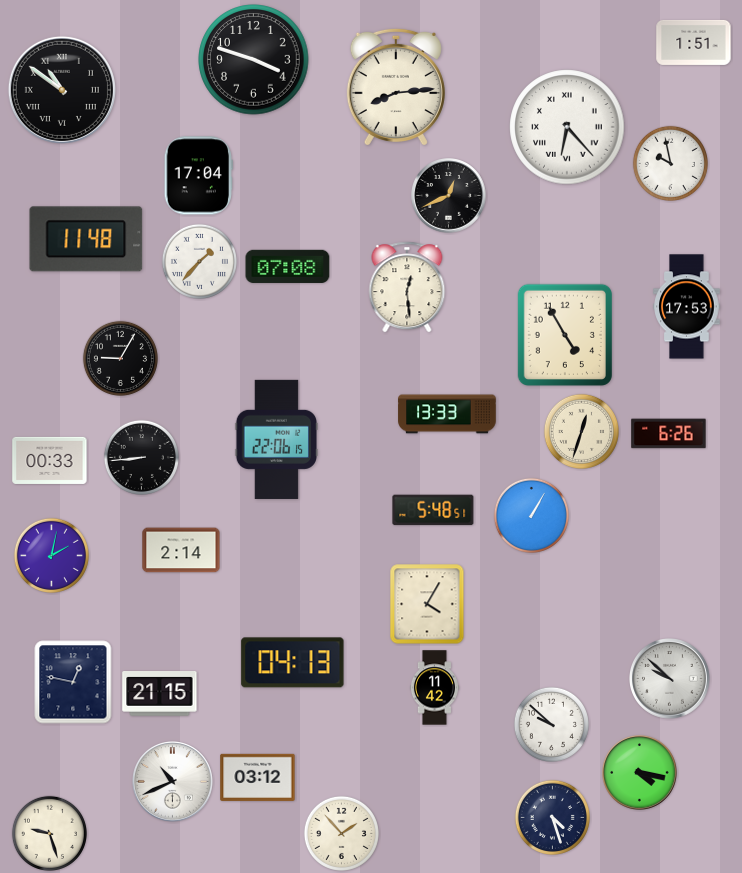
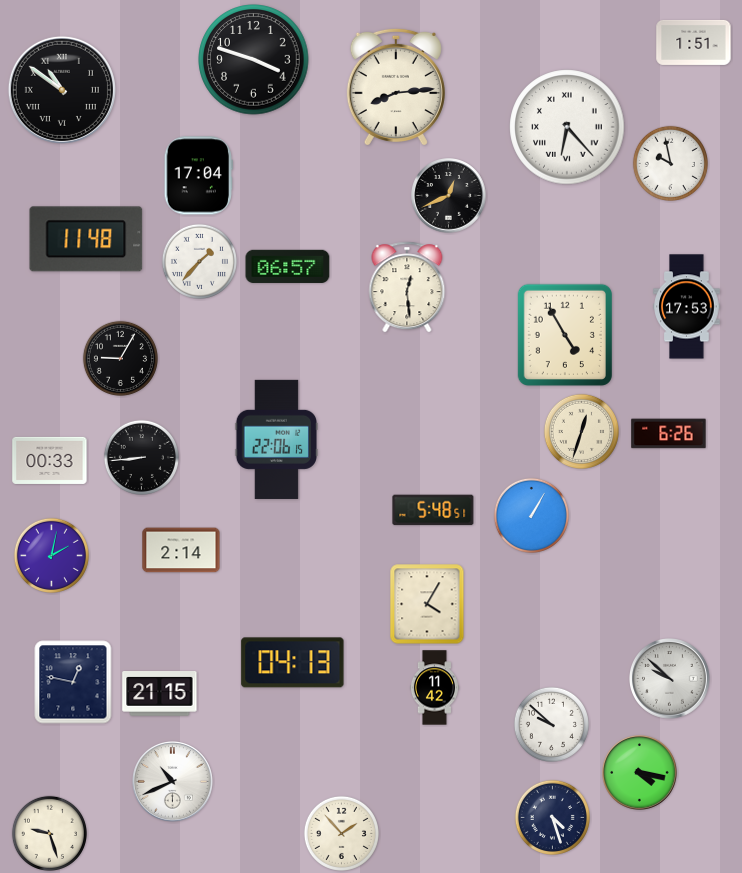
clock at (288, 266): 07:08 -> 06:57
clock at (447, 414): 13:33 -> none
clock at (258, 777): 03:12 -> none
